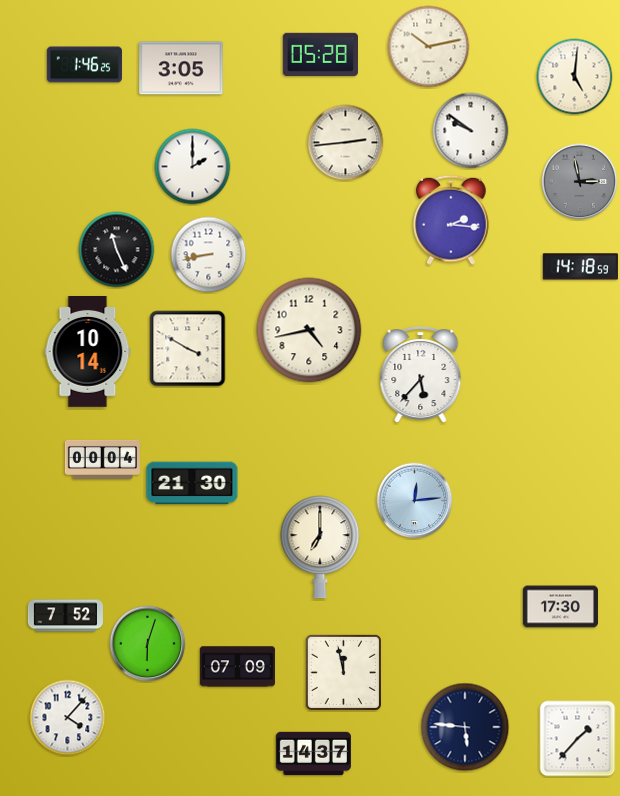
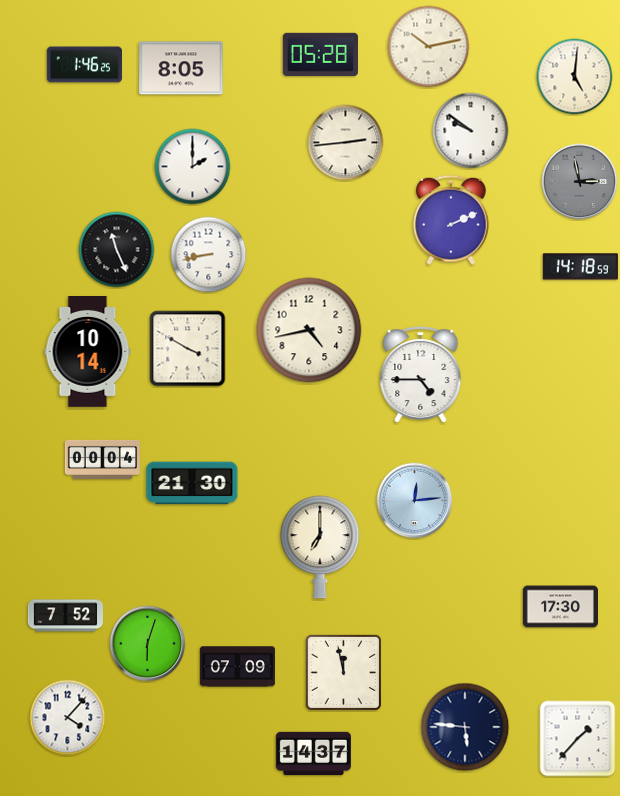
clock at (181, 68): 3:05 -> 8:05
clock at (451, 220): 2:16 -> 2:11
clock at (421, 375): 5:37 -> 4:45
